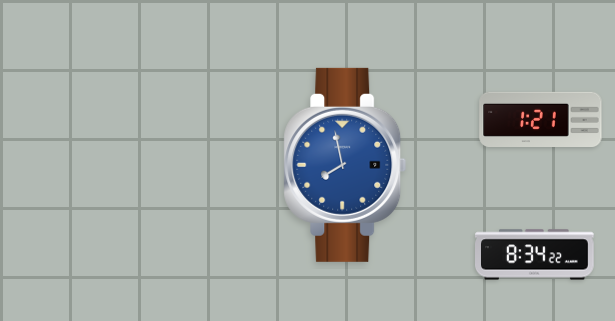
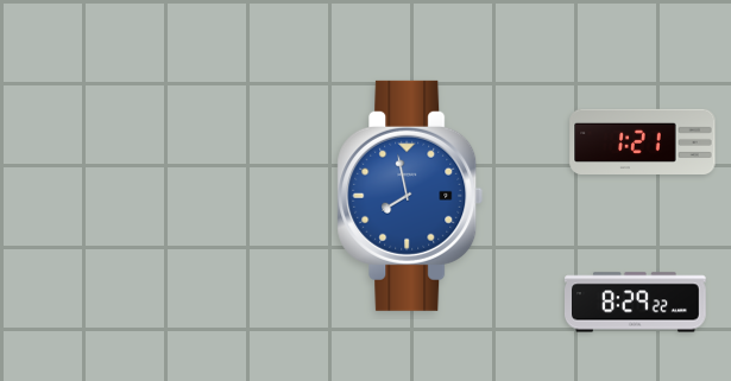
clock at (535, 255): 8:34 -> 8:29
